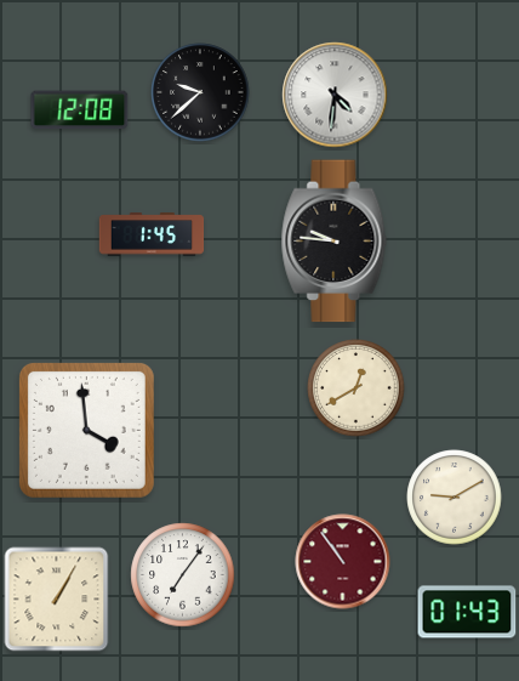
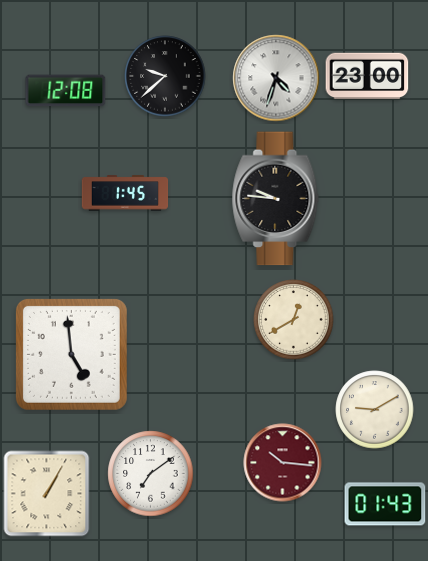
clock at (367, 76): none -> 23:00
clock at (335, 95): 4:31 -> 4:33
clock at (86, 430): 3:59 -> 4:59
clock at (343, 562): 10:54 -> 10:16
clock at (183, 575): 7:06 -> 7:09
